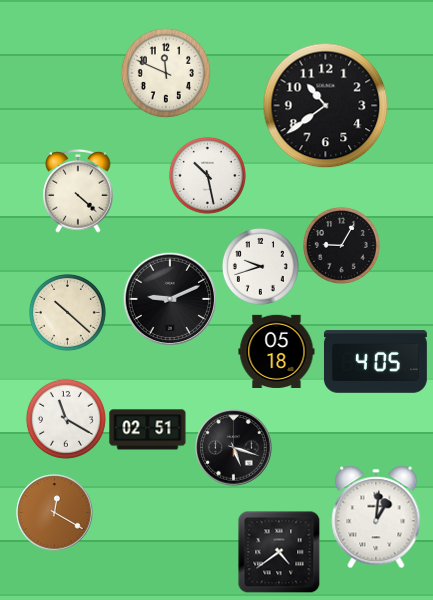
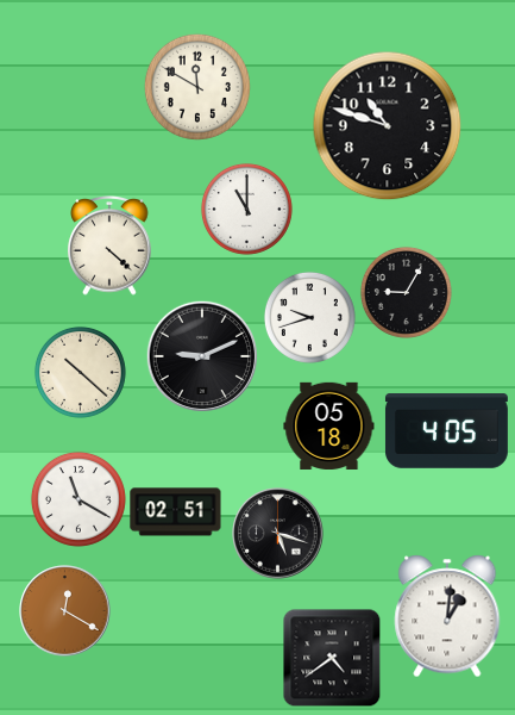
clock at (166, 73): 11:49 -> 11:50
clock at (326, 106): 10:39 -> 10:48
clock at (207, 175): 10:28 -> 11:00
clock at (78, 191) position: (78, 191) -> (109, 245)
clock at (277, 351) position: (277, 351) -> (329, 425)
